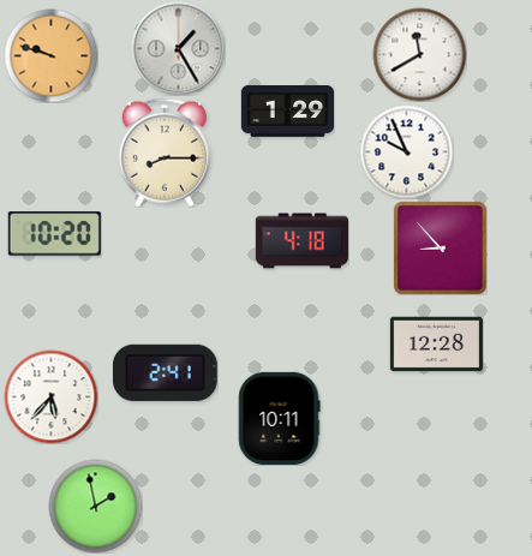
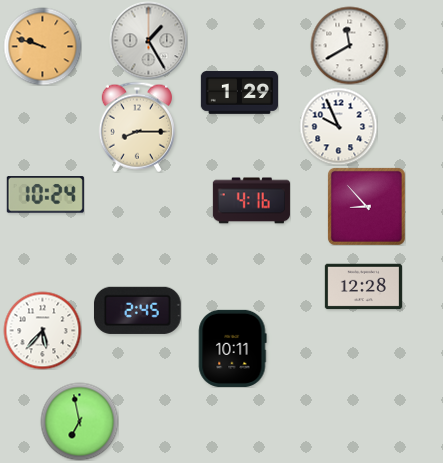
clock at (54, 234): 10:20 -> 10:24
clock at (301, 241): 4:18 -> 4:16
clock at (165, 372): 2:41 -> 2:45
clock at (95, 506): 1:58 -> 6:58
